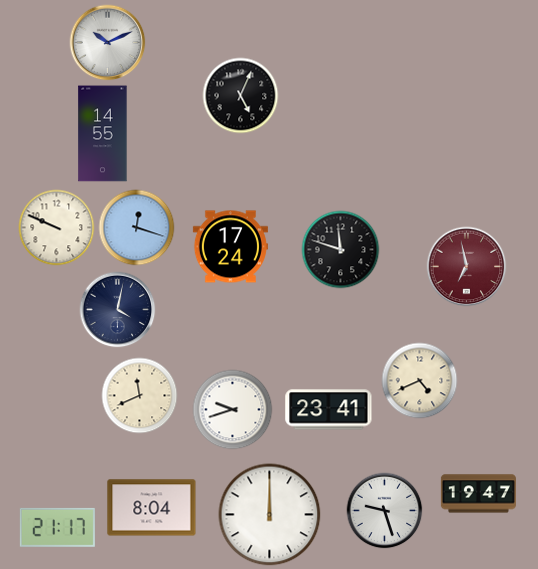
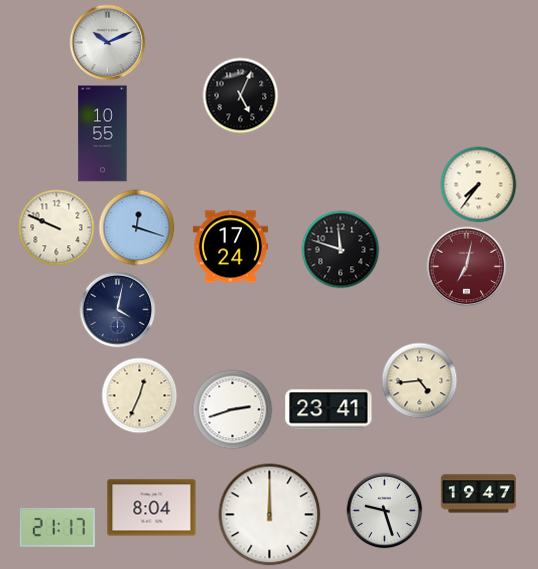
clock at (103, 134): 14:55 -> 10:55
clock at (479, 185): none -> 7:36
clock at (467, 267): 6:58 -> 7:02
clock at (420, 381): 4:41 -> 4:44
clock at (140, 396): 11:41 -> 12:34
clock at (233, 410): 9:42 -> 2:42
